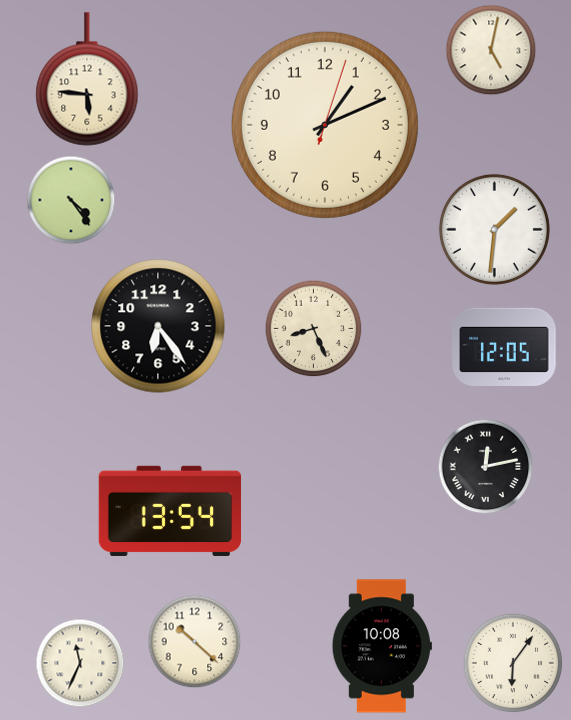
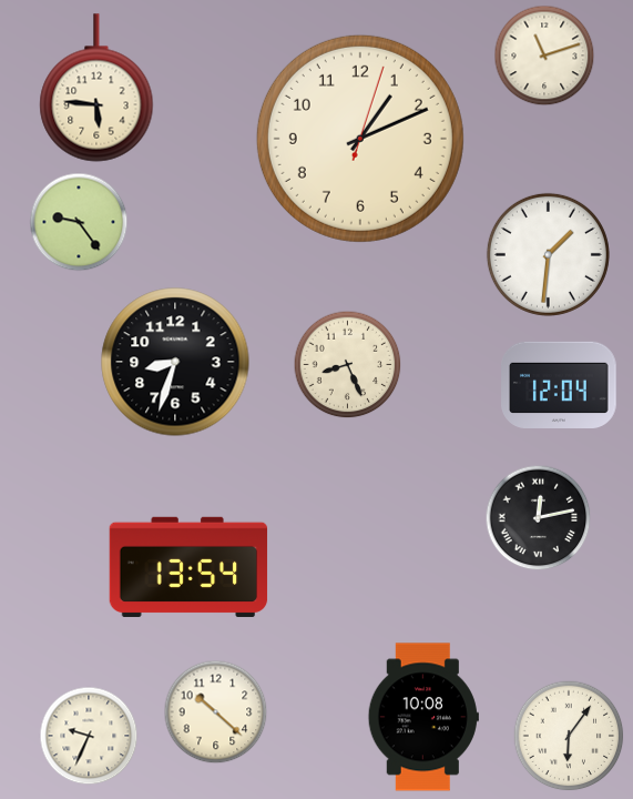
clock at (491, 50): 5:02 -> 11:12
clock at (71, 200): 4:24 -> 9:24
clock at (158, 326): 6:24 -> 8:33
clock at (504, 347): 12:05 -> 12:04
clock at (80, 663): 11:34 -> 9:34
